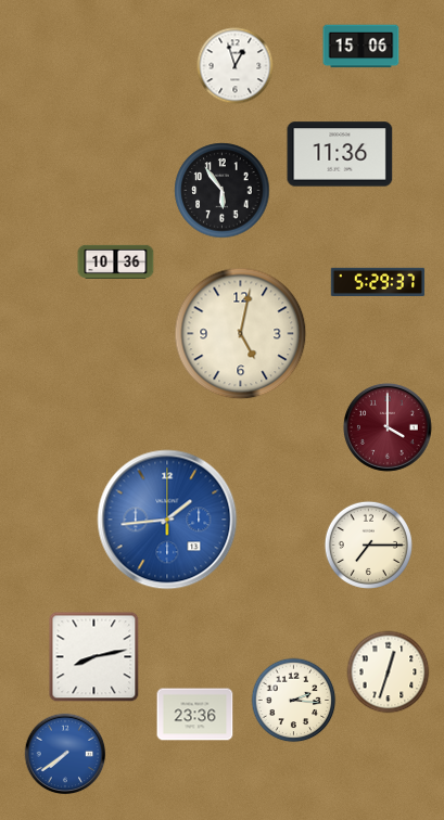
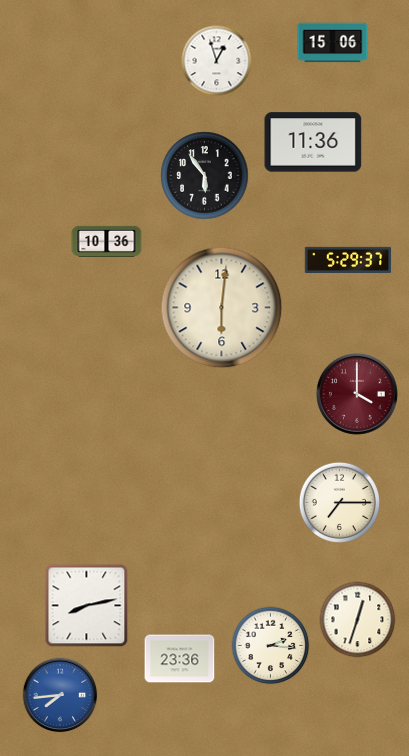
clock at (241, 334): 5:02 -> 6:01
clock at (167, 520): 1:44 -> none
clock at (65, 754): 7:39 -> 7:44
